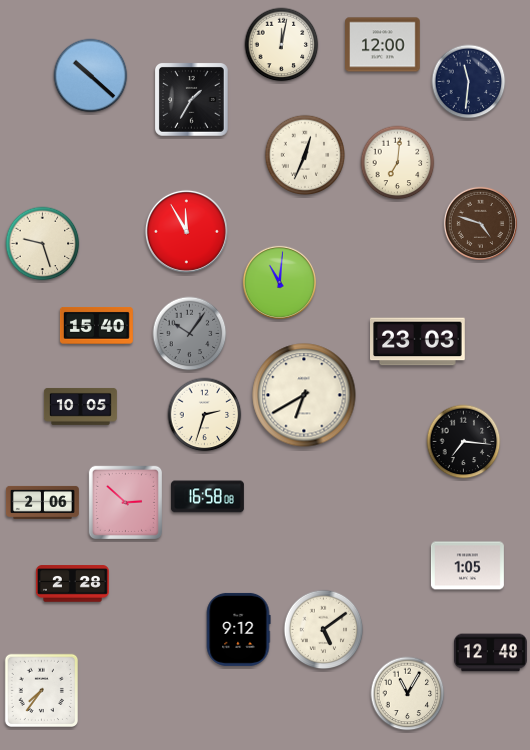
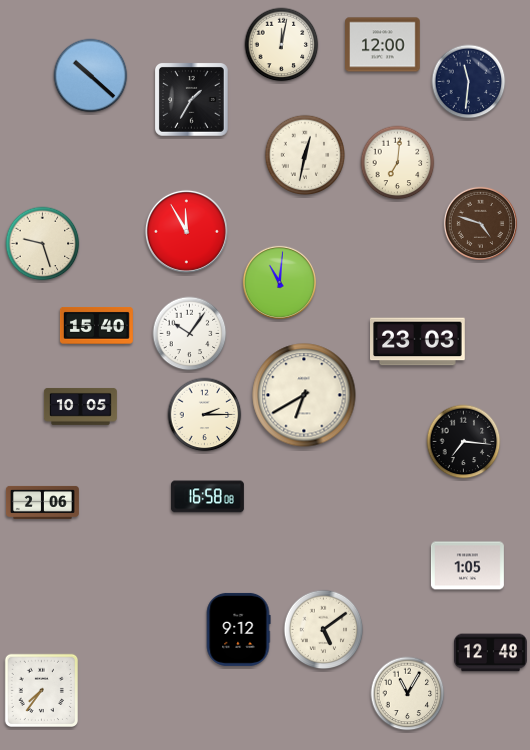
clock at (305, 155): 12:34 -> 12:32
clock at (190, 334) dial: grey -> white
clock at (205, 415): 2:33 -> 2:15
clock at (125, 502): 2:52 -> none
clock at (72, 584): 2:28 -> none
